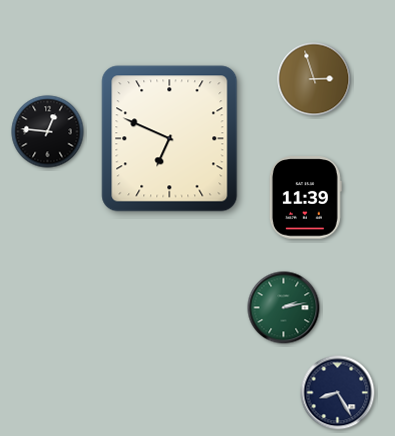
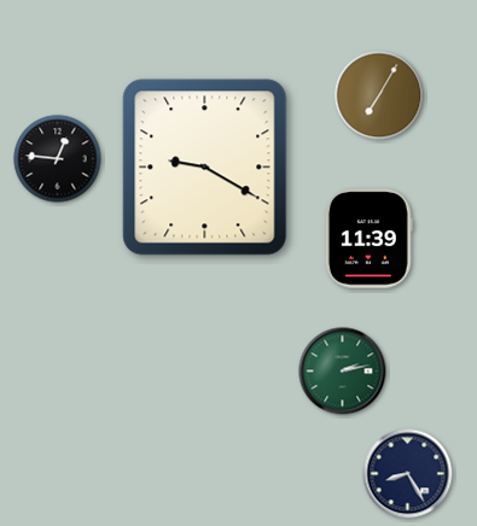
clock at (314, 79): 2:57 -> 7:05
clock at (170, 139): 6:49 -> 9:20
